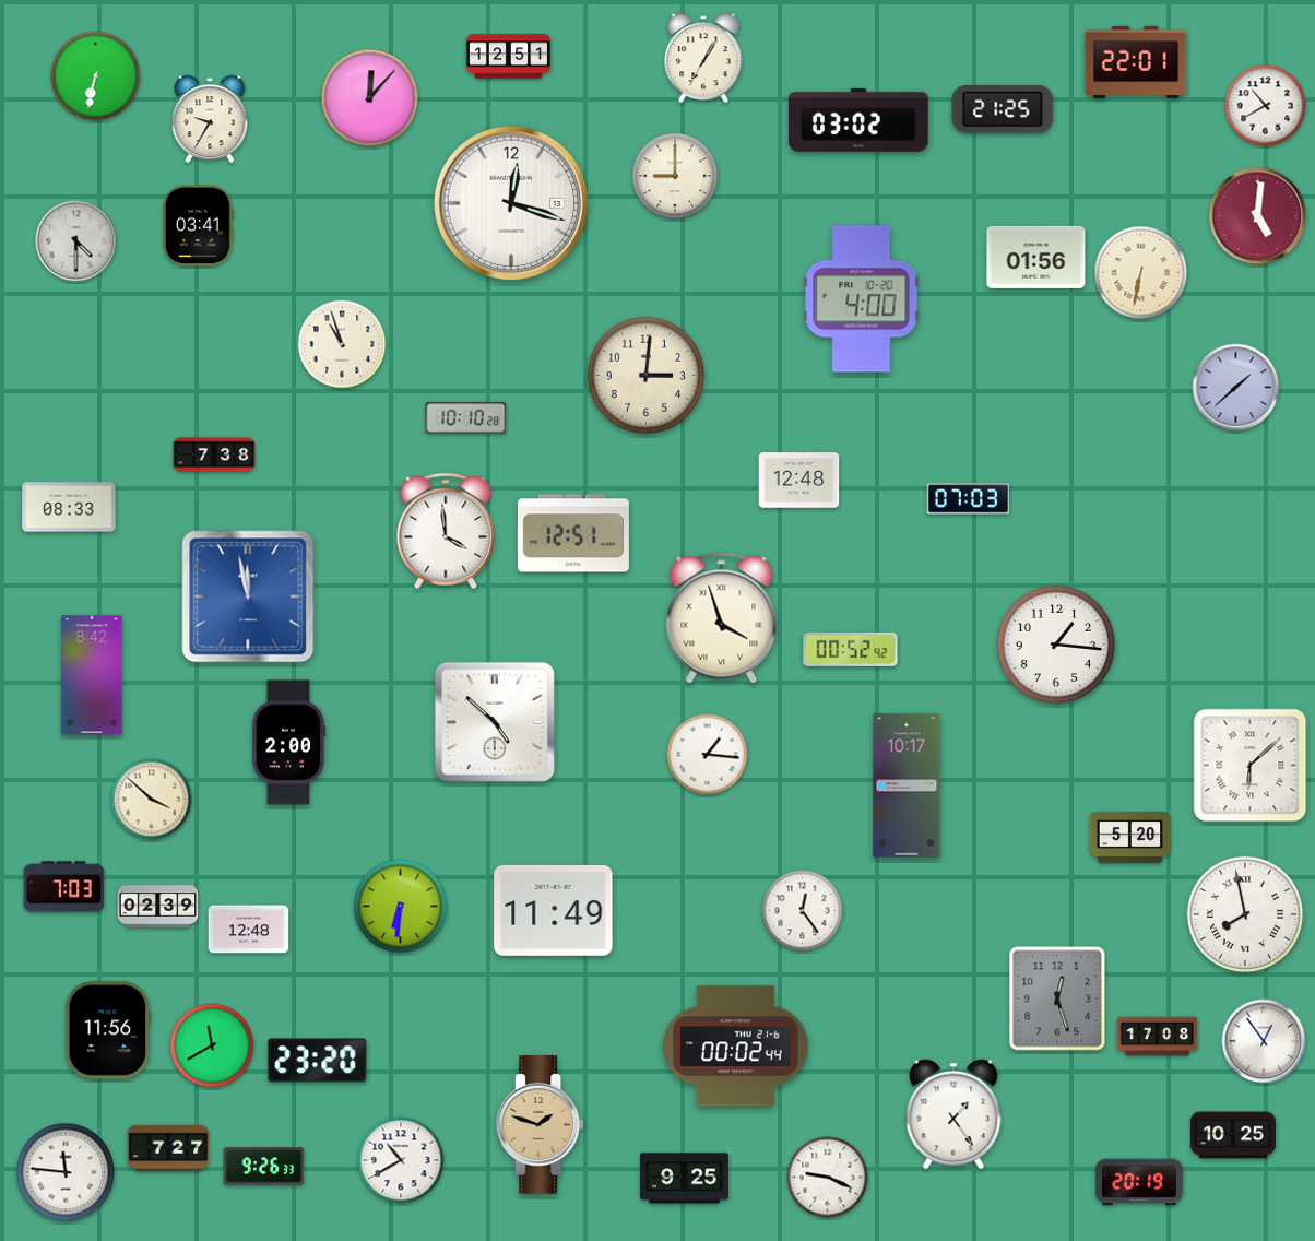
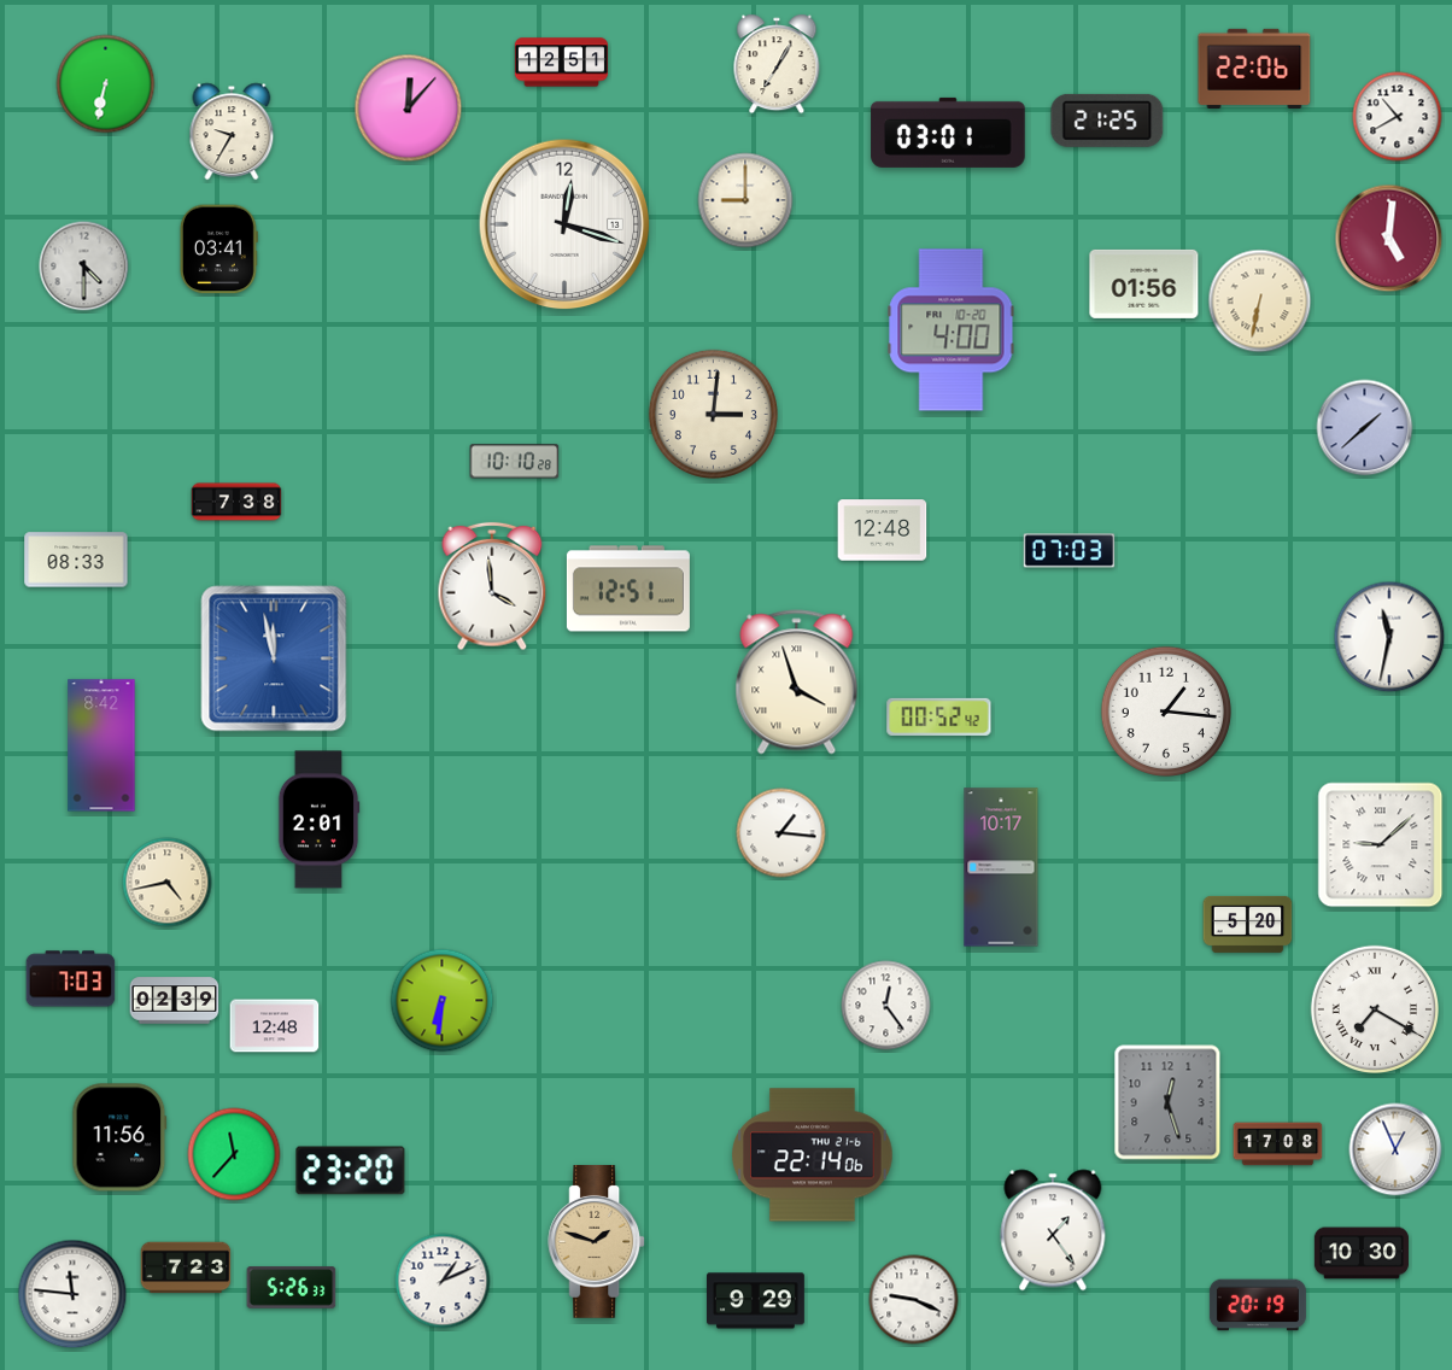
clock at (1136, 62): 22:01 -> 22:06
clock at (858, 120): 03:02 -> 03:01
clock at (675, 176) position: (675, 176) -> (745, 200)
clock at (342, 344): 10:57 -> none
clock at (573, 533) position: (573, 533) -> (628, 589)
clock at (1389, 637): none -> 11:32
clock at (495, 722): 4:52 -> none
clock at (288, 743): 2:00 -> 2:01
clock at (1251, 766): 6:08 -> 9:08
clock at (152, 800): 3:52 -> 4:43
clock at (554, 910): 11:49 -> none
clock at (1244, 913): 7:58 -> 7:20
clock at (1264, 1041): 12:54 -> 12:56
clock at (212, 1045): 11:40 -> 11:37
clock at (736, 1047): 00:02 -> 22:14
clock at (1233, 1135): 10:25 -> 10:30
clock at (168, 1148): 7:27 -> 7:23
clock at (401, 1160): 10:40 -> 1:11
clock at (264, 1167): 9:26 -> 5:26
clock at (685, 1179): 9:25 -> 9:29
